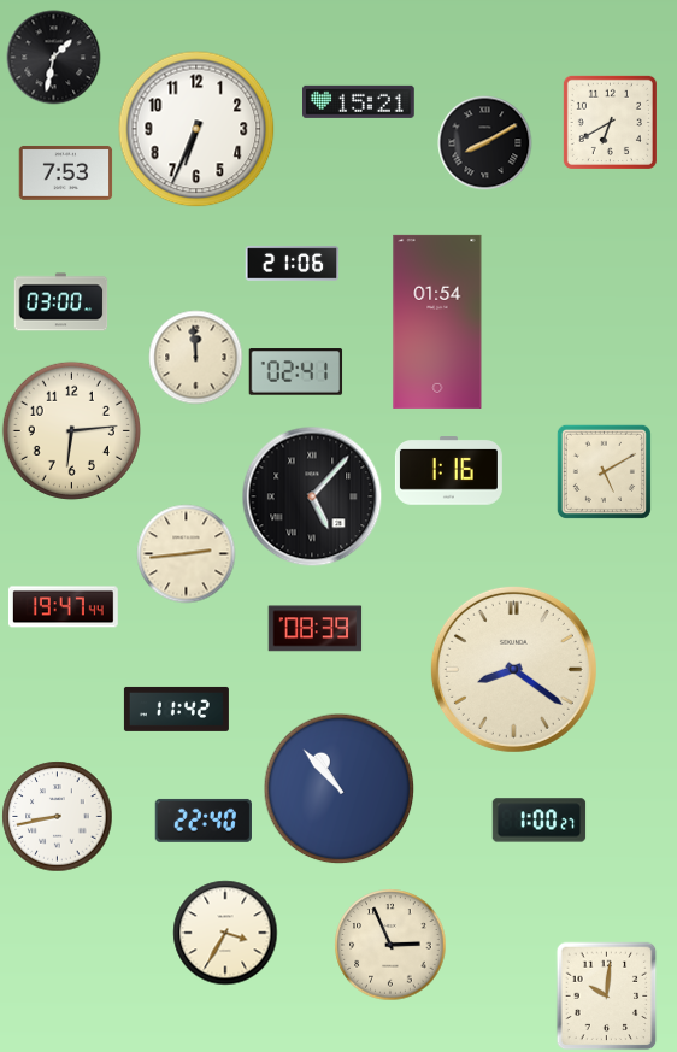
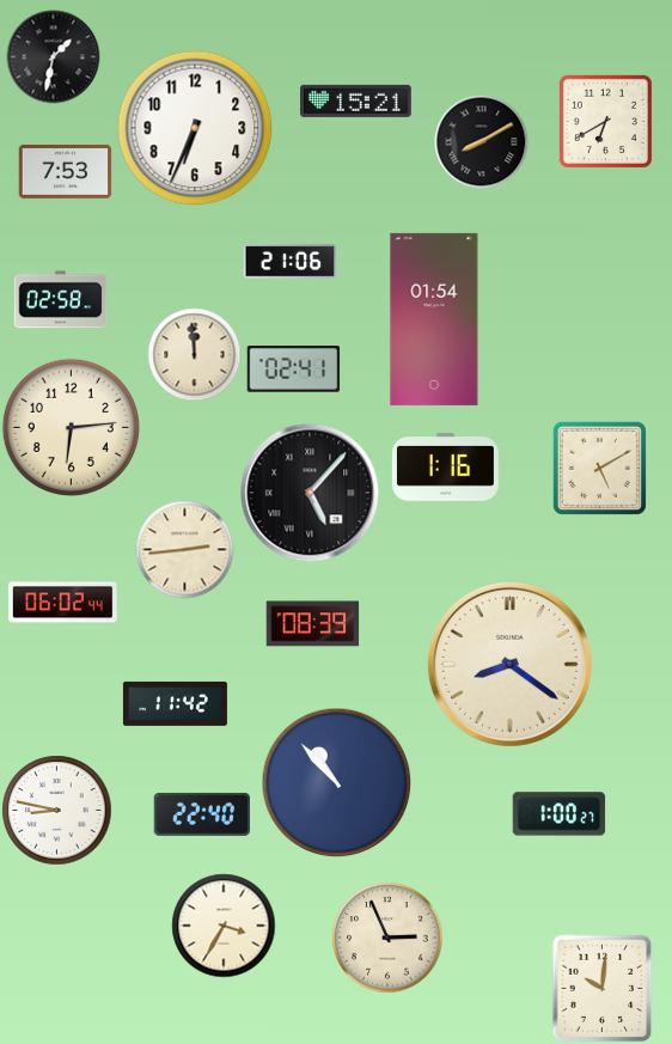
clock at (60, 302): 03:00 -> 02:58
clock at (63, 607): 19:47 -> 06:02
clock at (57, 816): 8:43 -> 8:47
clock at (538, 821) position: (538, 821) -> (558, 814)
